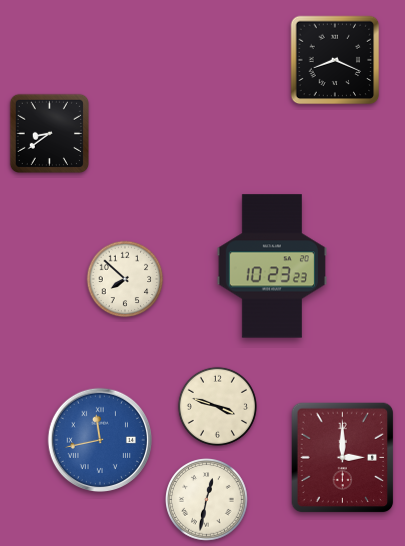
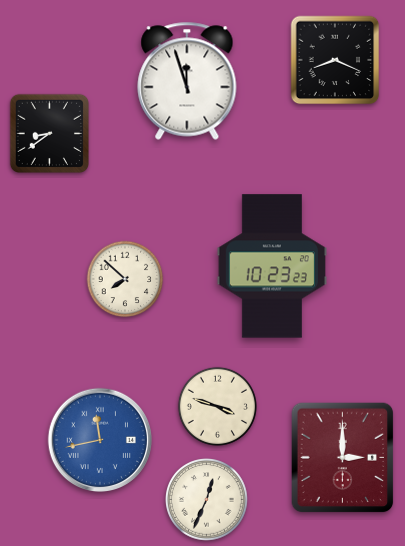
clock at (187, 81): none -> 11:57
clock at (207, 500): 12:32 -> 12:34
